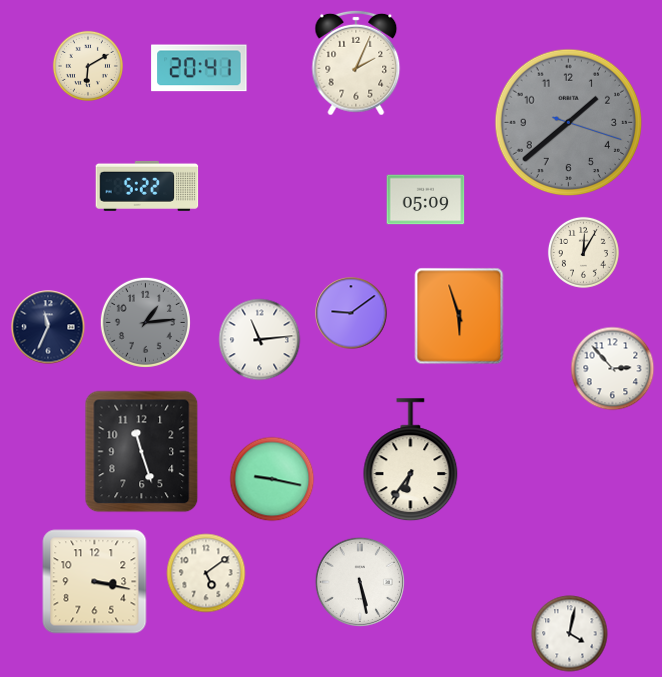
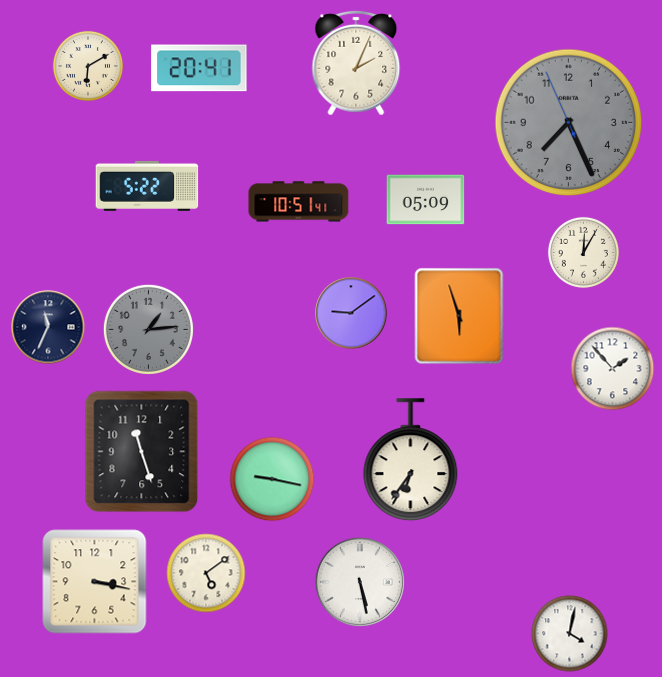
clock at (569, 123): 1:38 -> 7:25
clock at (299, 202): none -> 10:51
clock at (145, 322) position: (145, 322) -> (148, 329)
clock at (260, 340): 11:14 -> none
clock at (613, 369): 2:53 -> 1:53
